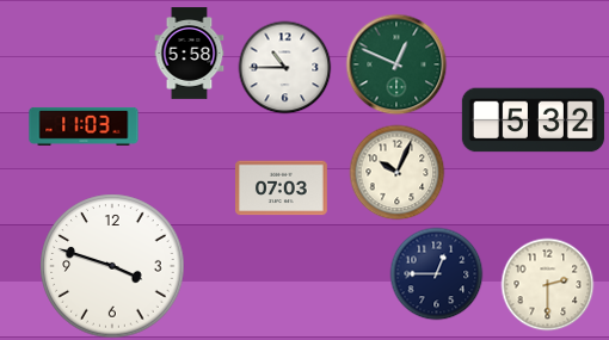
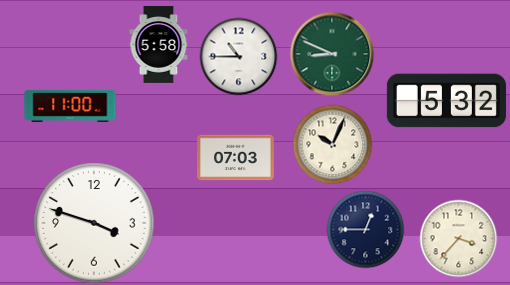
clock at (396, 64): 12:49 -> 8:49
clock at (84, 126): 11:03 -> 11:00
clock at (547, 284): 2:30 -> 3:37
